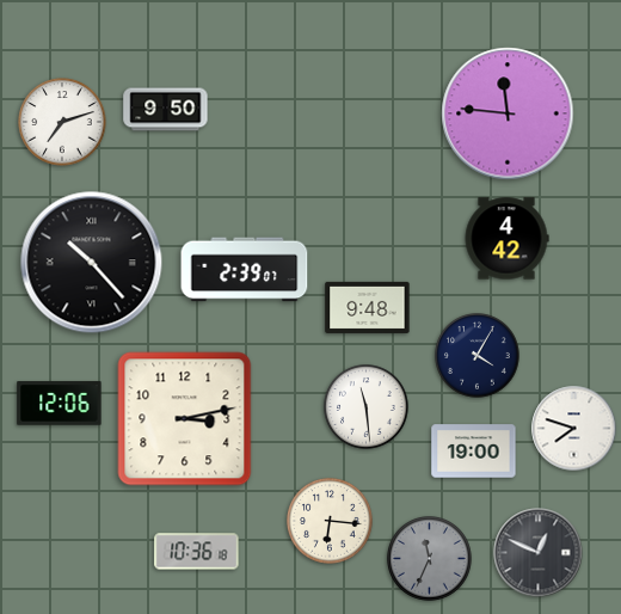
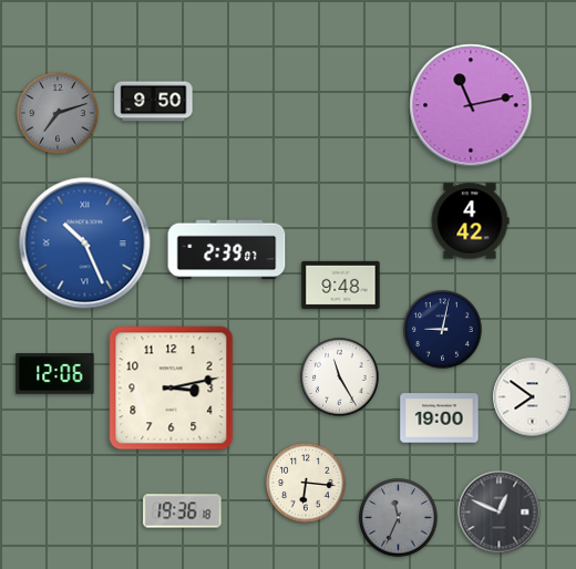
clock at (508, 113): 11:46 -> 11:13
clock at (62, 122) dial: white -> grey
clock at (92, 263): 10:23 -> 10:26
clock at (92, 263) dial: black -> blue
clock at (478, 356): 4:05 -> 9:02
clock at (367, 407): 11:29 -> 11:25
clock at (574, 429): 7:48 -> 7:51
clock at (197, 552): 10:36 -> 19:36
